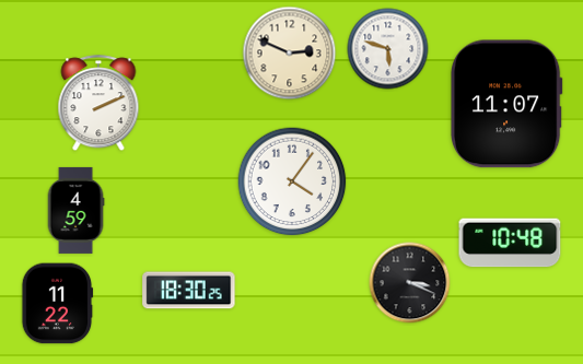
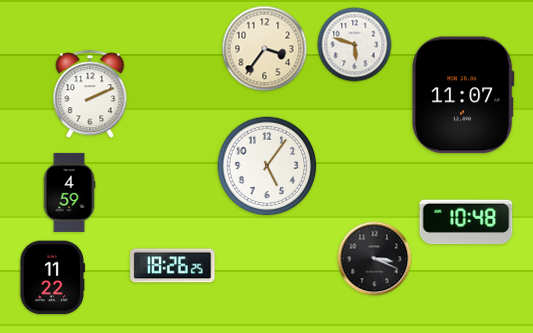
clock at (290, 54): 2:49 -> 3:36
clock at (292, 181): 4:06 -> 5:06
clock at (189, 291): 18:30 -> 18:26
